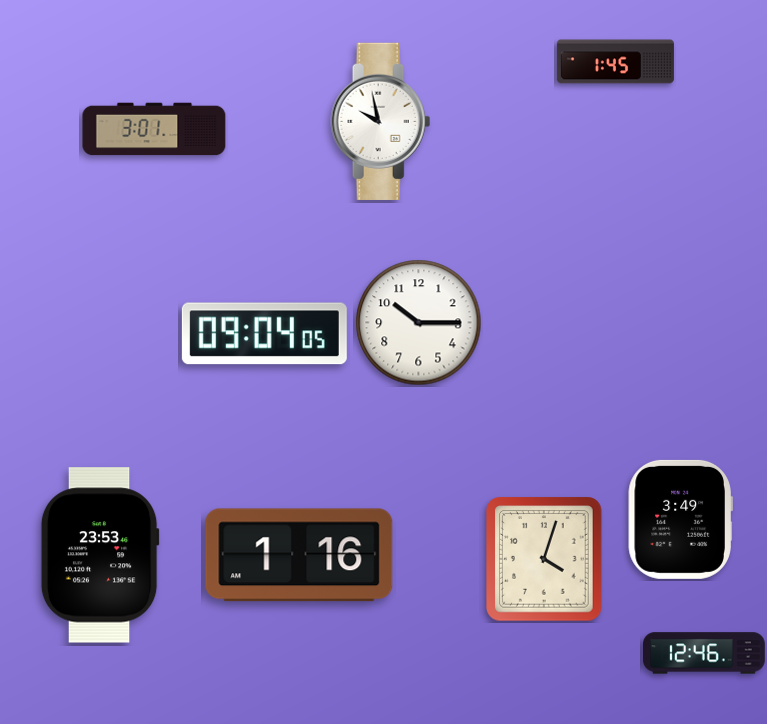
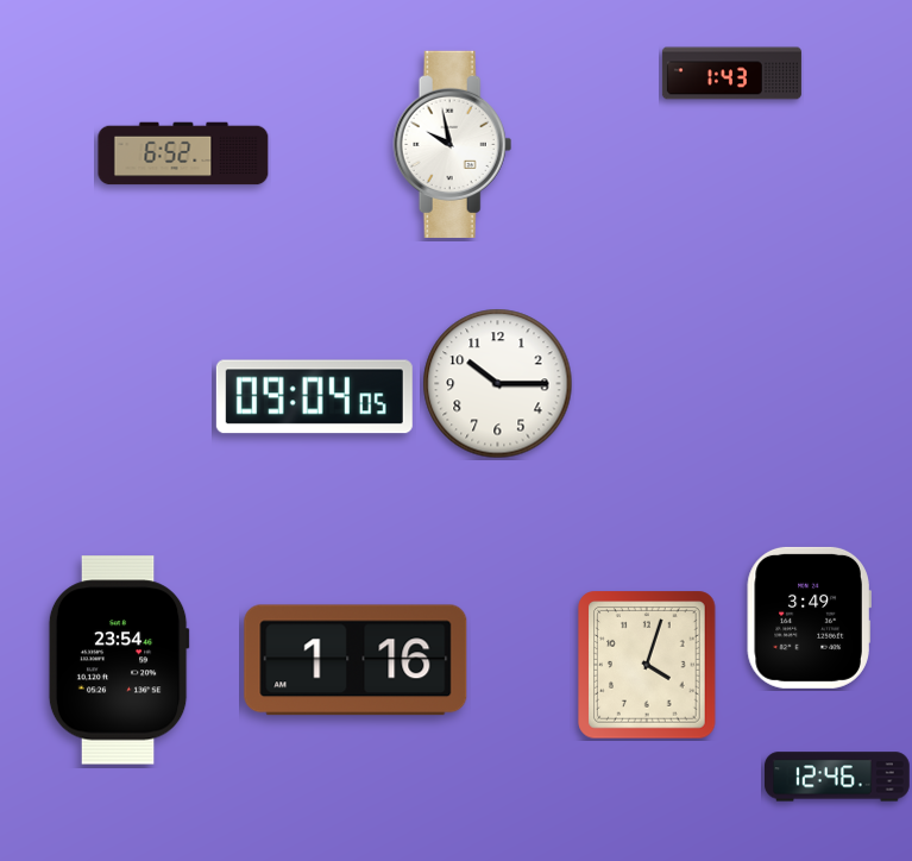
clock at (615, 62): 1:45 -> 1:43
clock at (154, 129): 3:01 -> 6:52
clock at (100, 555): 23:53 -> 23:54
